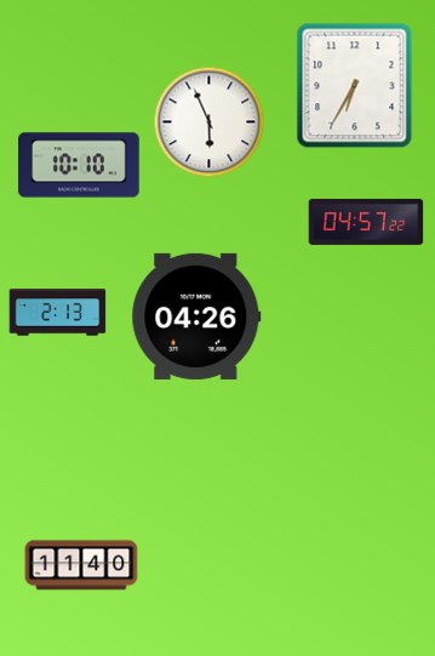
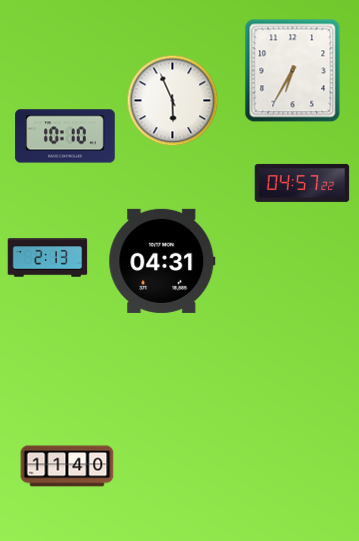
clock at (196, 316): 04:26 -> 04:31
